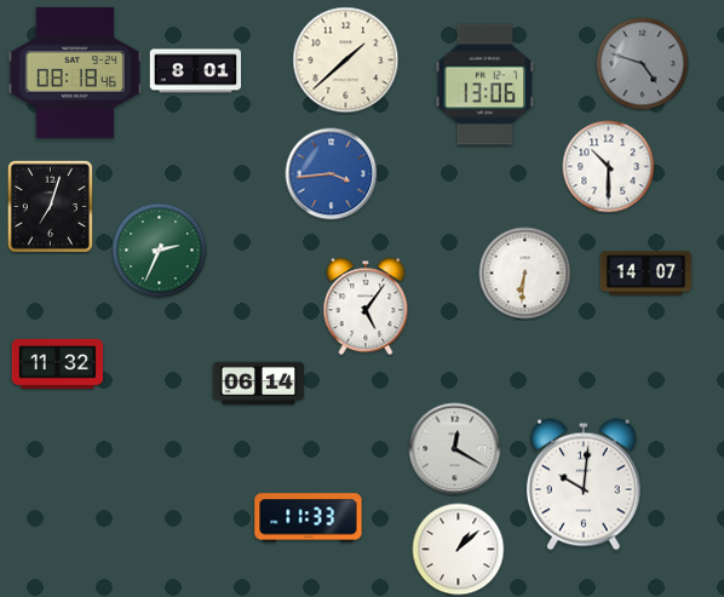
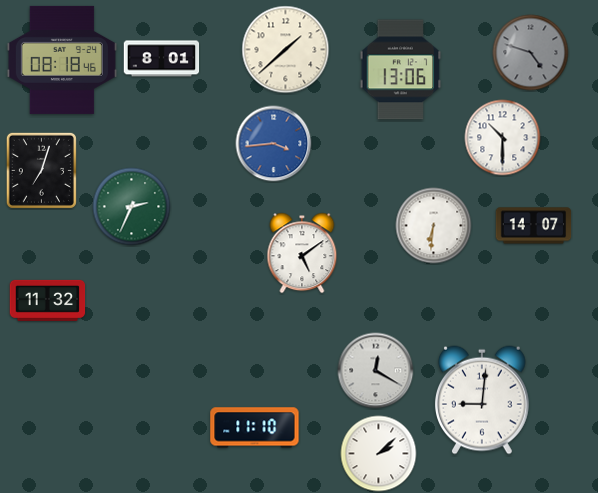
clock at (366, 306): 5:06 -> 5:09
clock at (259, 383): 06:14 -> none
clock at (584, 484): 10:01 -> 9:01
clock at (309, 518): 11:33 -> 11:10
clock at (459, 550): 1:08 -> 2:08
